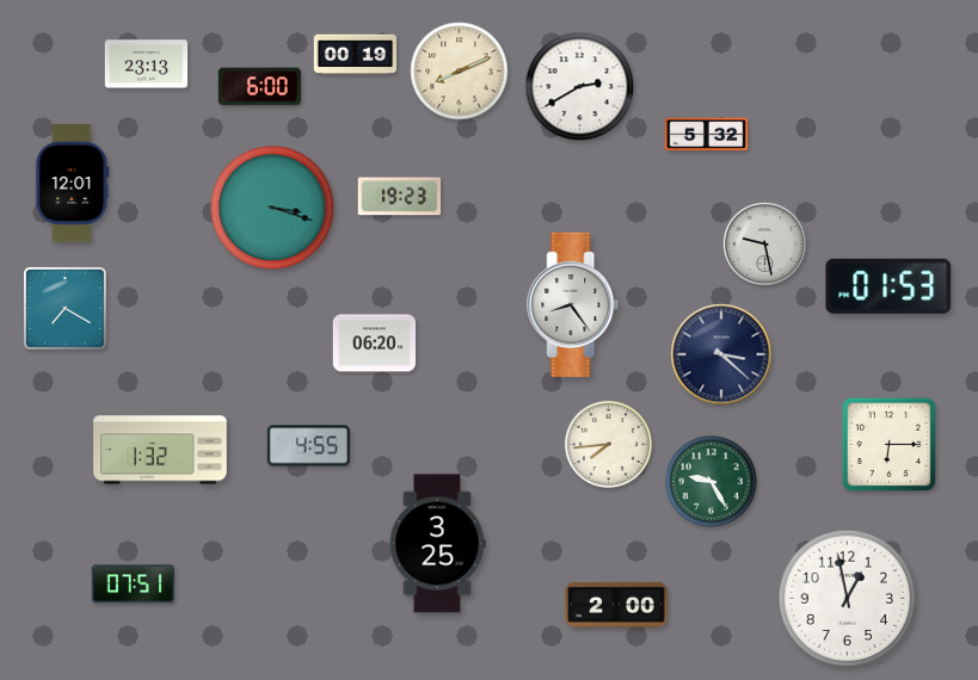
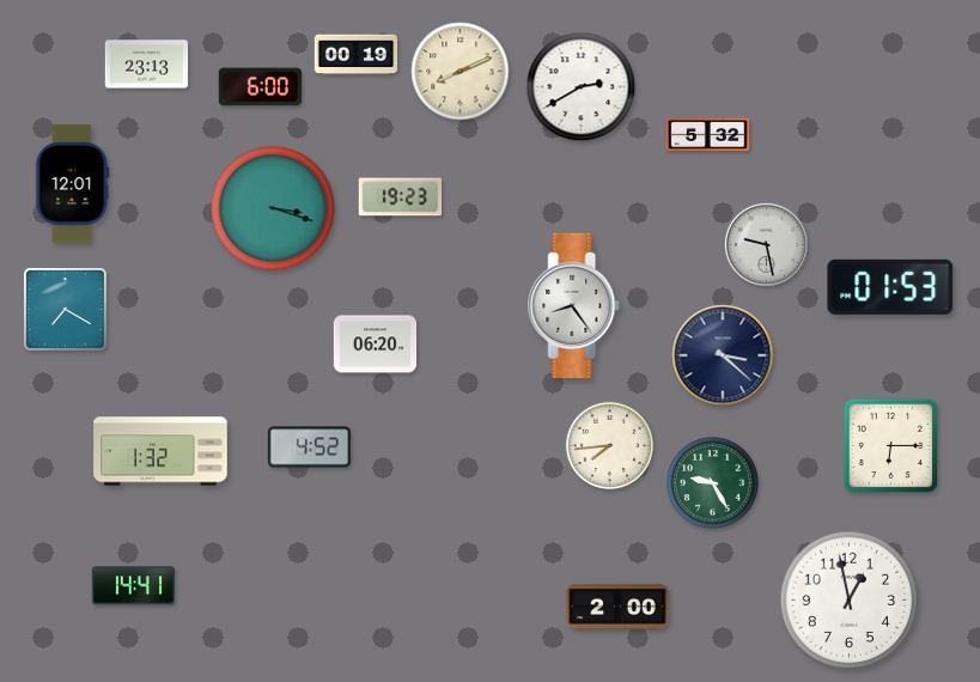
clock at (309, 446): 4:55 -> 4:52
clock at (437, 544): 3:25 -> none
clock at (134, 585): 07:51 -> 14:41
